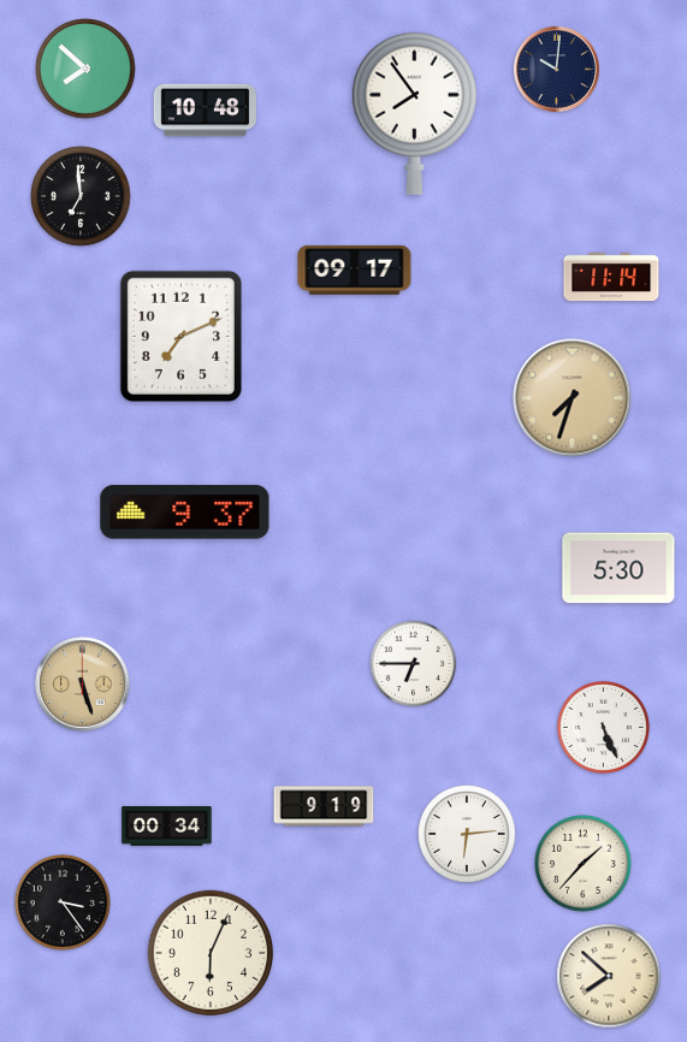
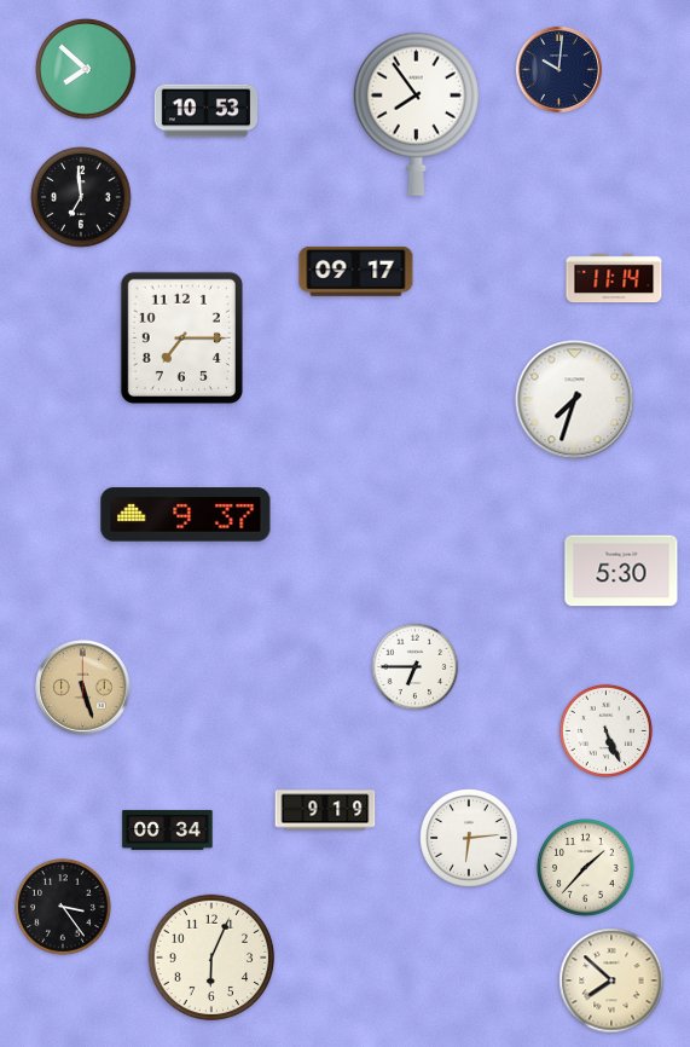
clock at (205, 111): 10:48 -> 10:53
clock at (180, 336): 7:11 -> 7:15
clock at (573, 398) dial: champagne -> white
